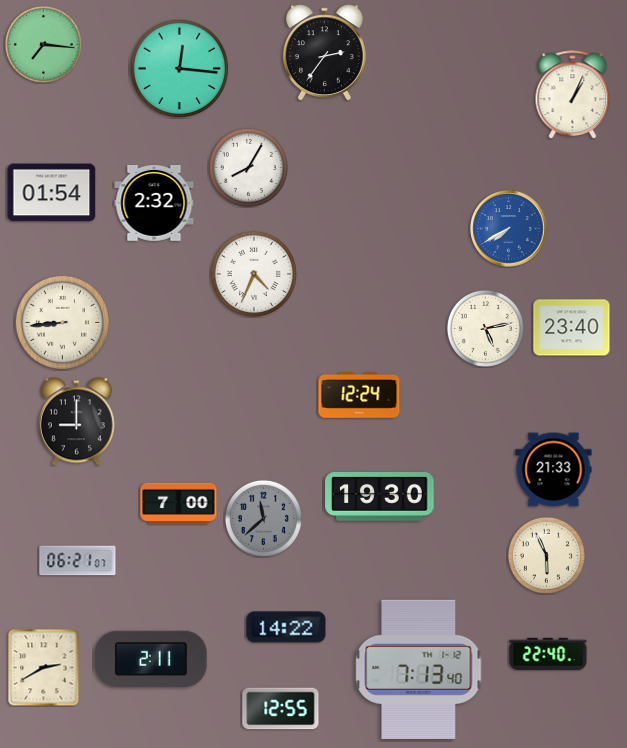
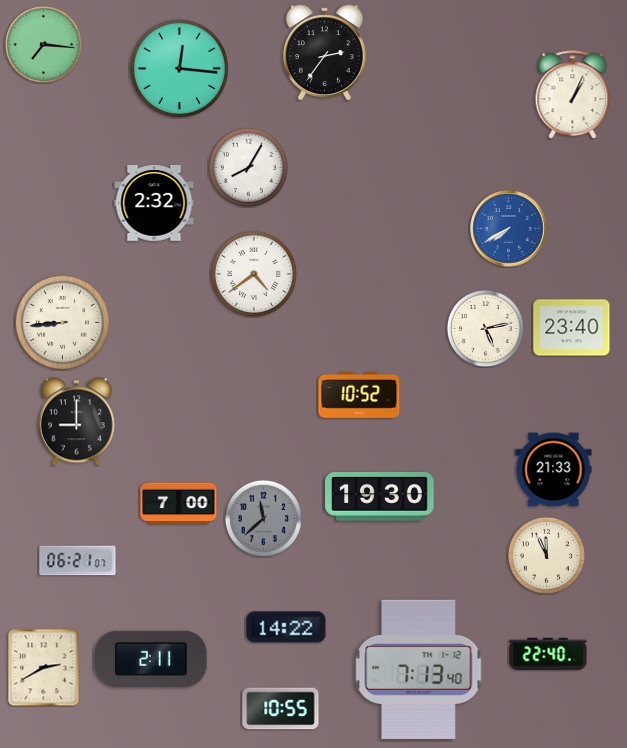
clock at (52, 193): 01:54 -> none
clock at (254, 274): 4:34 -> 4:39
clock at (359, 395): 12:24 -> 10:52
clock at (546, 555): 5:56 -> 11:56
clock at (281, 709): 12:55 -> 10:55
